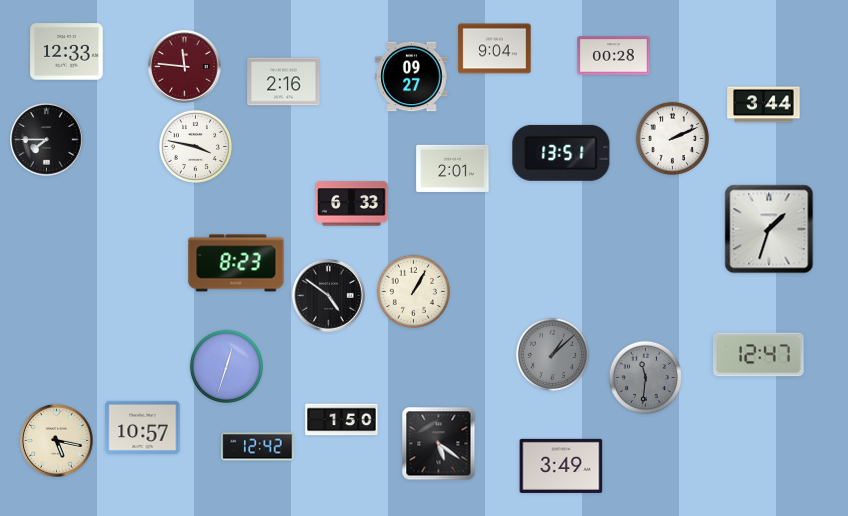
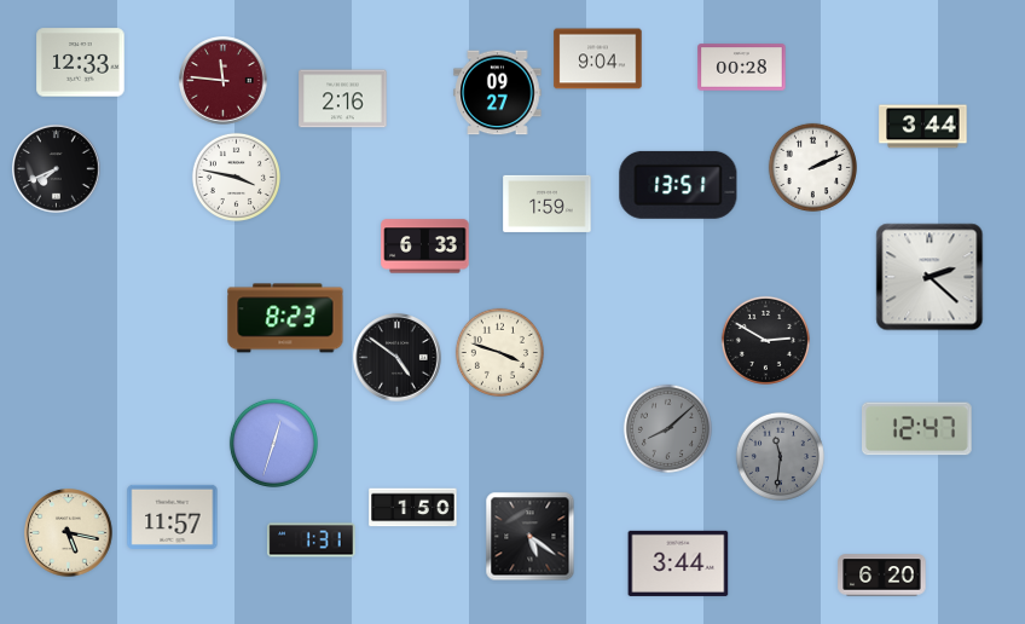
clock at (47, 140): 7:45 -> 7:41
clock at (453, 168): 2:01 -> 1:59
clock at (769, 229): 1:33 -> 2:22
clock at (765, 340): none -> 2:50
clock at (413, 291): 1:05 -> 3:48
clock at (552, 354): 1:08 -> 8:08
clock at (143, 427): 10:57 -> 11:57
clock at (258, 447): 12:42 -> 1:31
clock at (561, 466): 3:49 -> 3:44
clock at (882, 576): none -> 6:20
